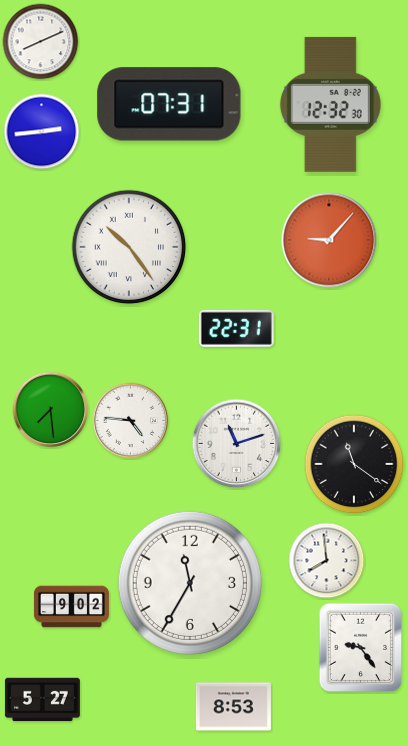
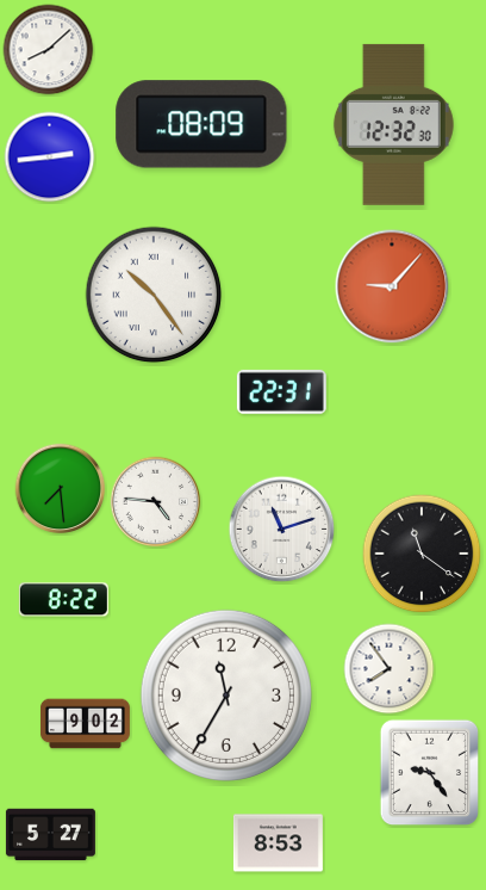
clock at (41, 42): 8:11 -> 8:08
clock at (169, 104): 07:31 -> 08:09
clock at (63, 600): none -> 8:22
clock at (327, 561): 7:59 -> 7:54
